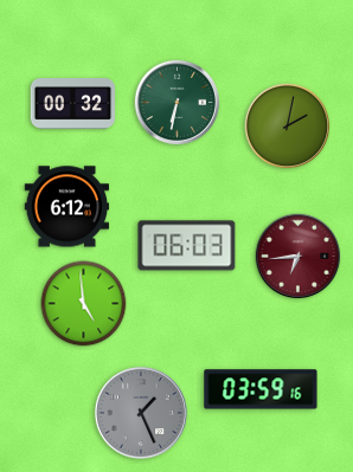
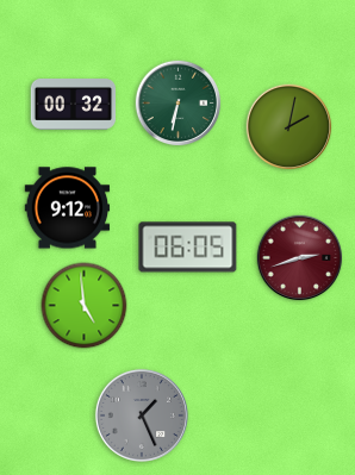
clock at (68, 207): 6:12 -> 9:12
clock at (187, 246): 06:03 -> 06:05
clock at (299, 257): 6:44 -> 2:42
clock at (261, 389): 03:59 -> none
